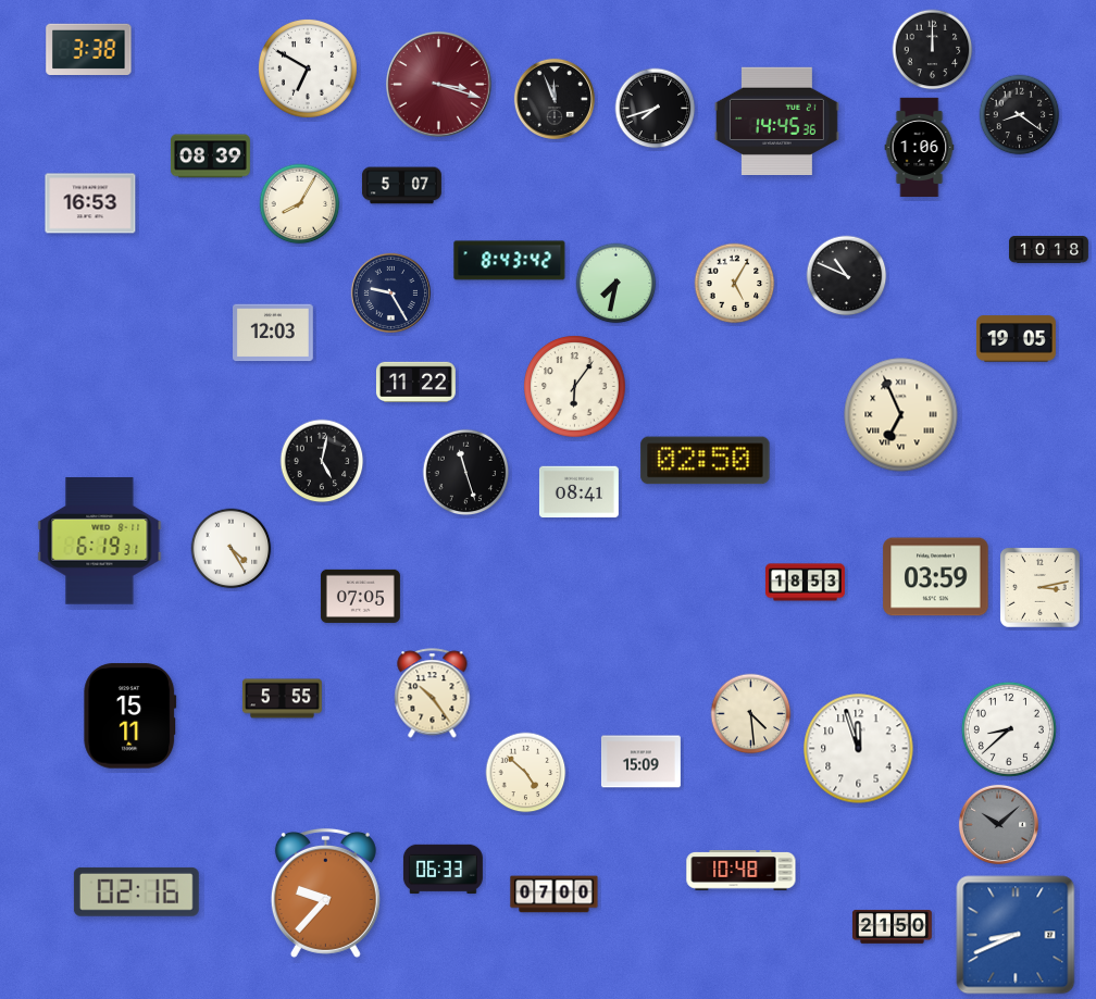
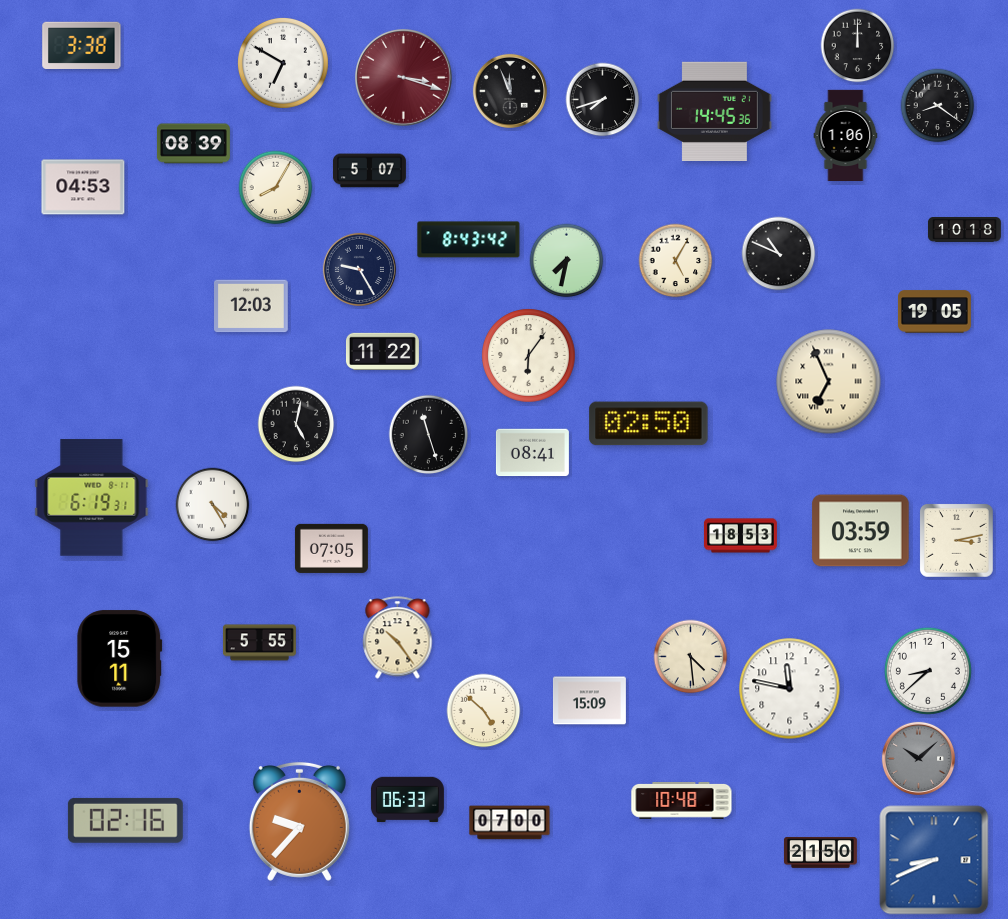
clock at (90, 203): 16:53 -> 04:53
clock at (859, 749): 11:57 -> 11:47
